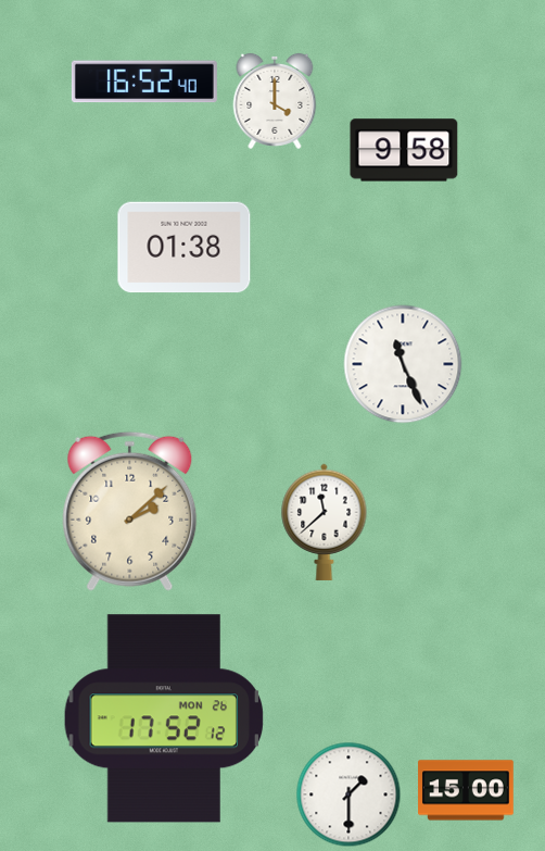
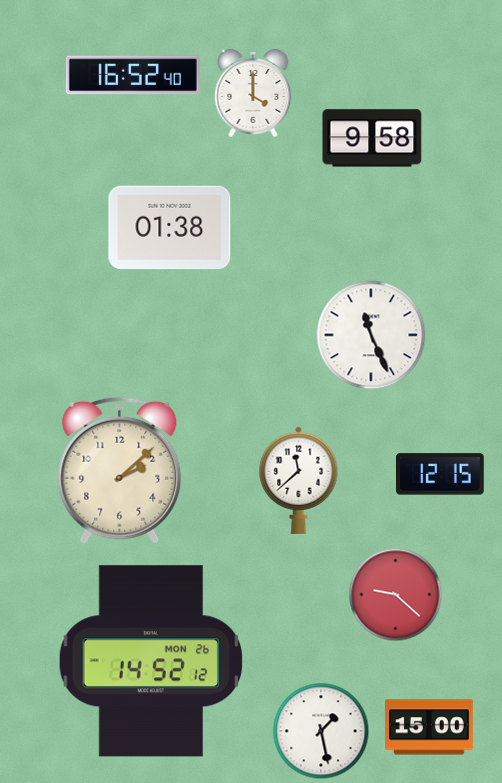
clock at (441, 474): none -> 12:15
clock at (396, 595): none -> 9:22
clock at (164, 718): 17:52 -> 14:52
clock at (348, 794): 1:30 -> 1:28
